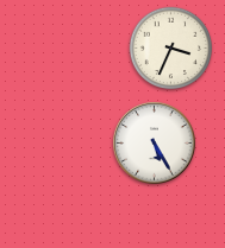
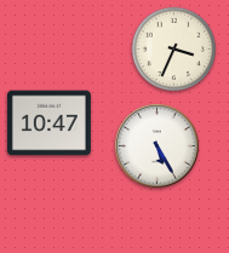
clock at (48, 123): none -> 10:47
